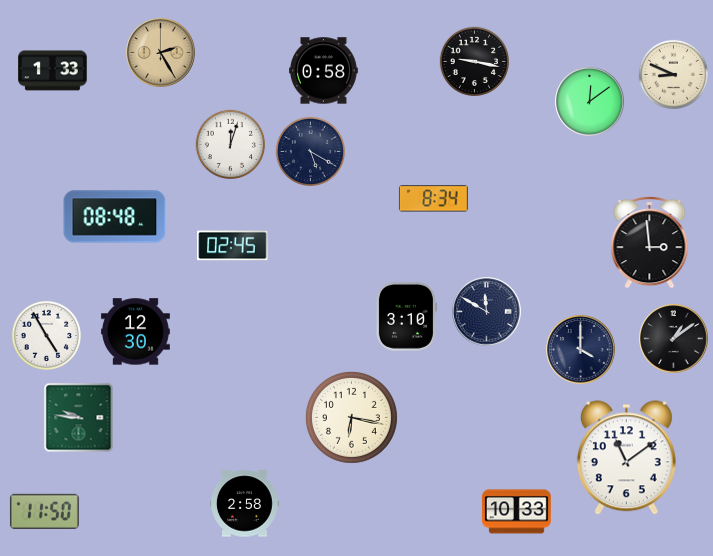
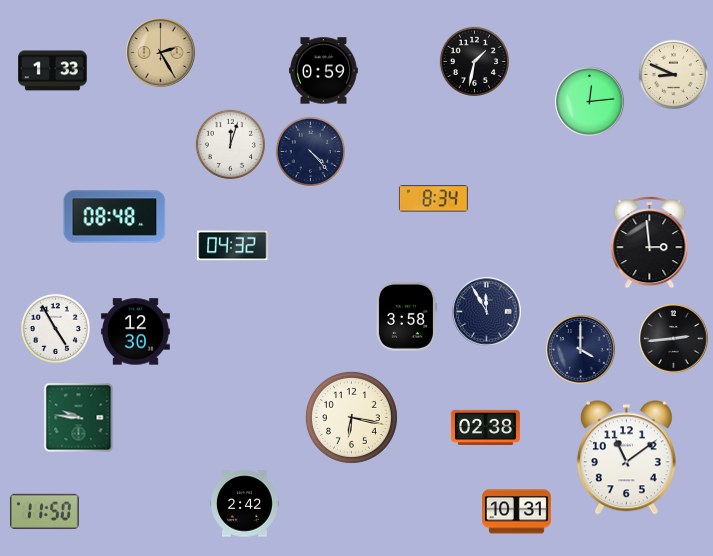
clock at (474, 61): 9:17 -> 1:32
clock at (324, 71): 0:58 -> 0:59
clock at (590, 102): 12:09 -> 12:14
clock at (310, 151): 5:20 -> 4:23
clock at (233, 246): 02:45 -> 04:32
clock at (487, 312): 11:50 -> 11:55
clock at (406, 316): 3:10 -> 3:58
clock at (46, 335) position: (46, 335) -> (55, 328)
clock at (674, 339): 1:09 -> 2:44
clock at (486, 427): none -> 02:38
clock at (245, 504): 2:58 -> 2:42
clock at (517, 512): 10:33 -> 10:31
